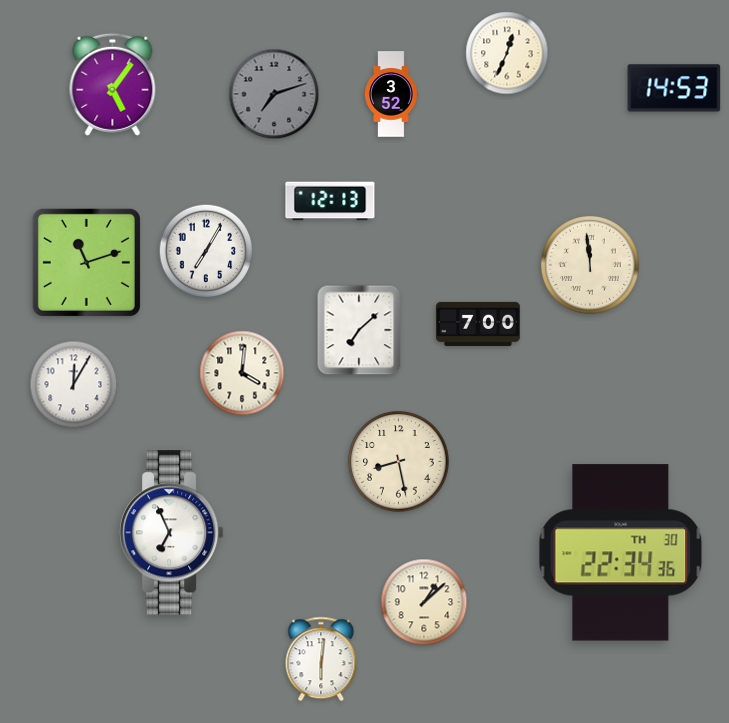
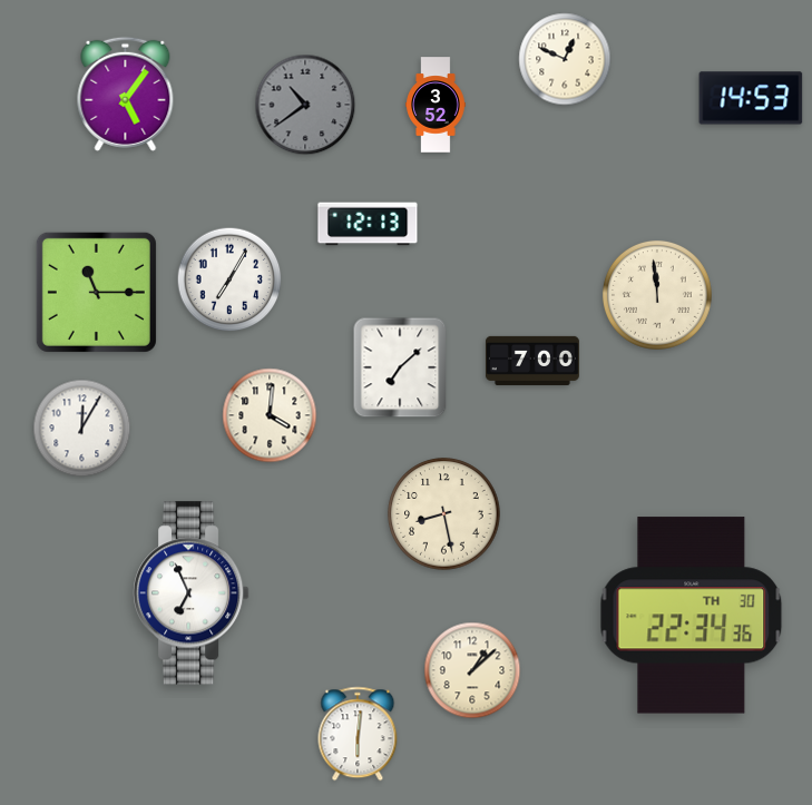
clock at (507, 53): 12:34 -> 12:49
clock at (274, 94): 7:12 -> 10:39
clock at (86, 262): 11:12 -> 11:15
